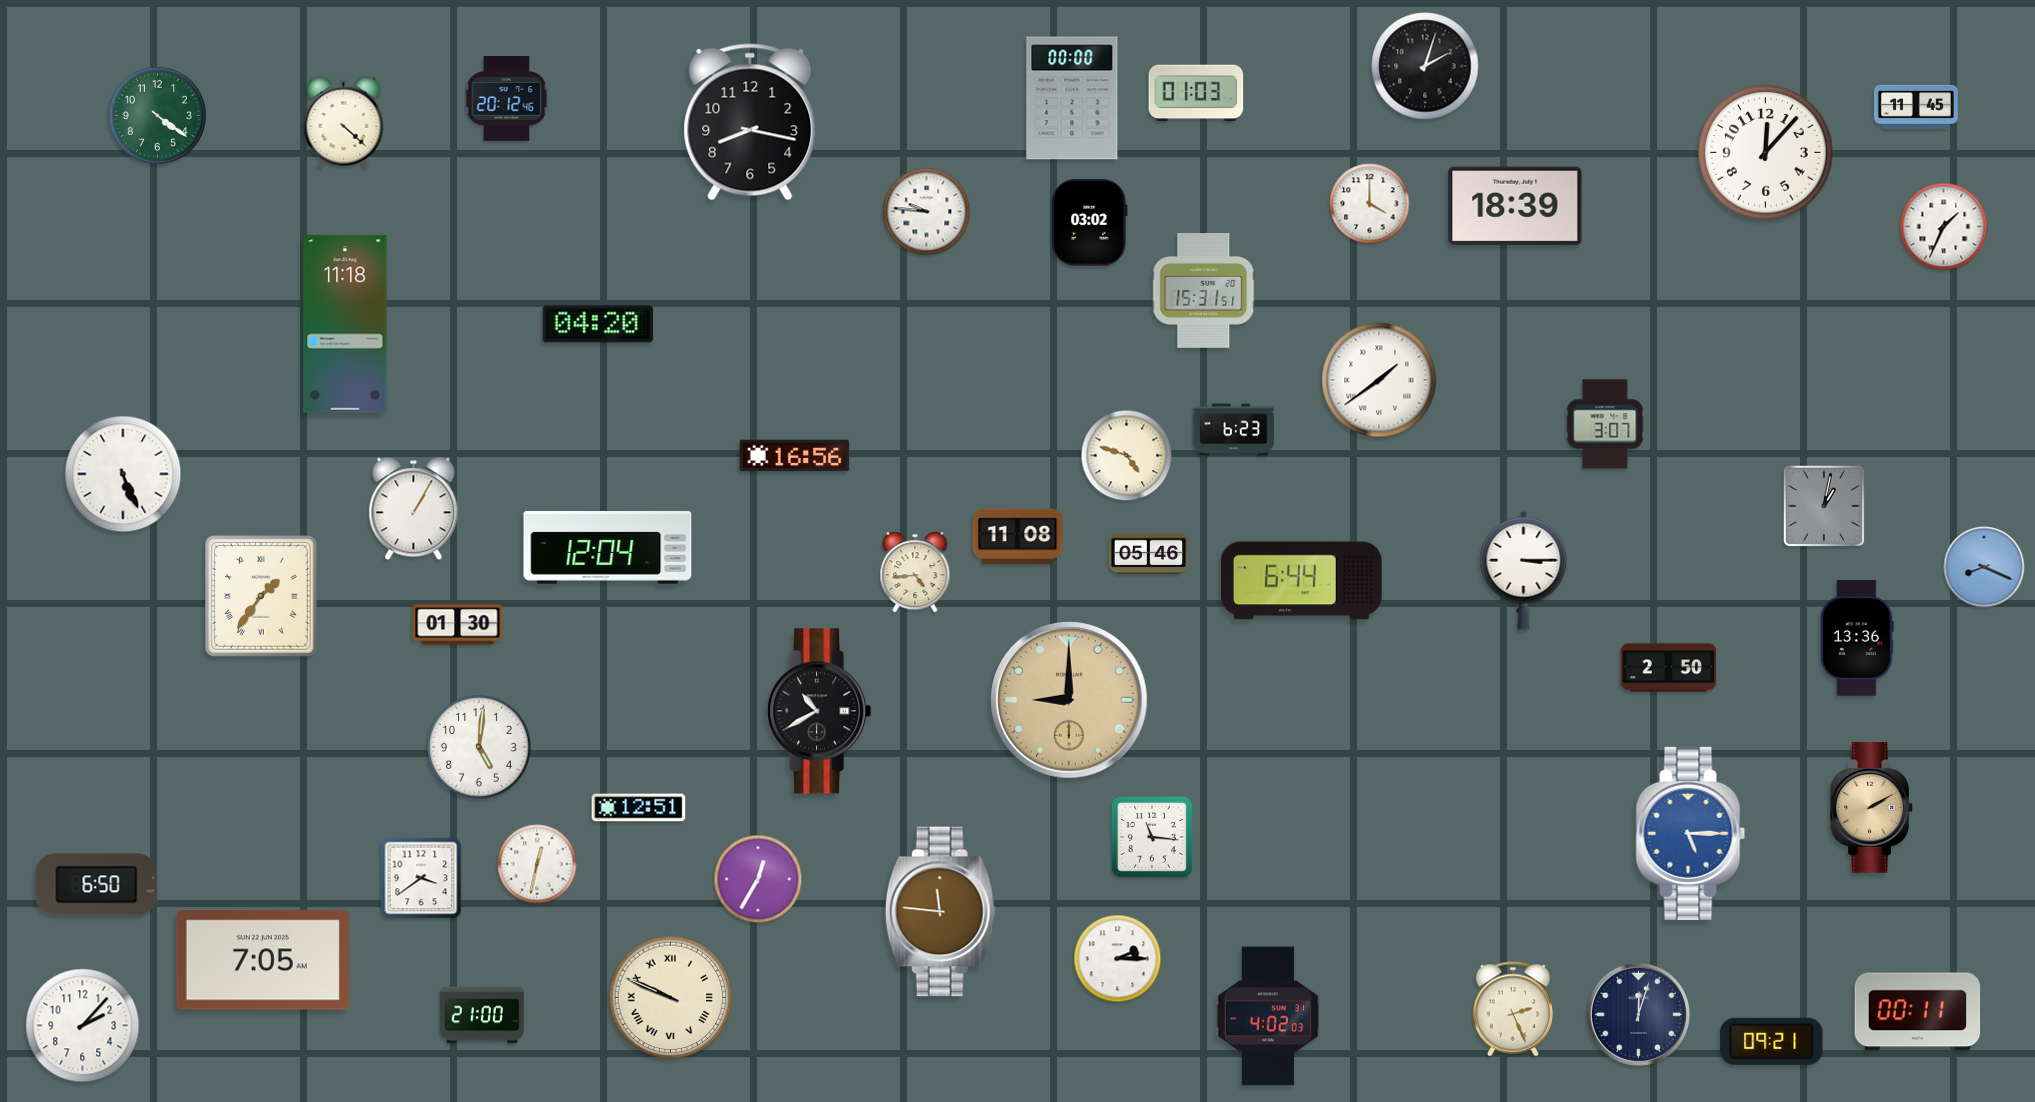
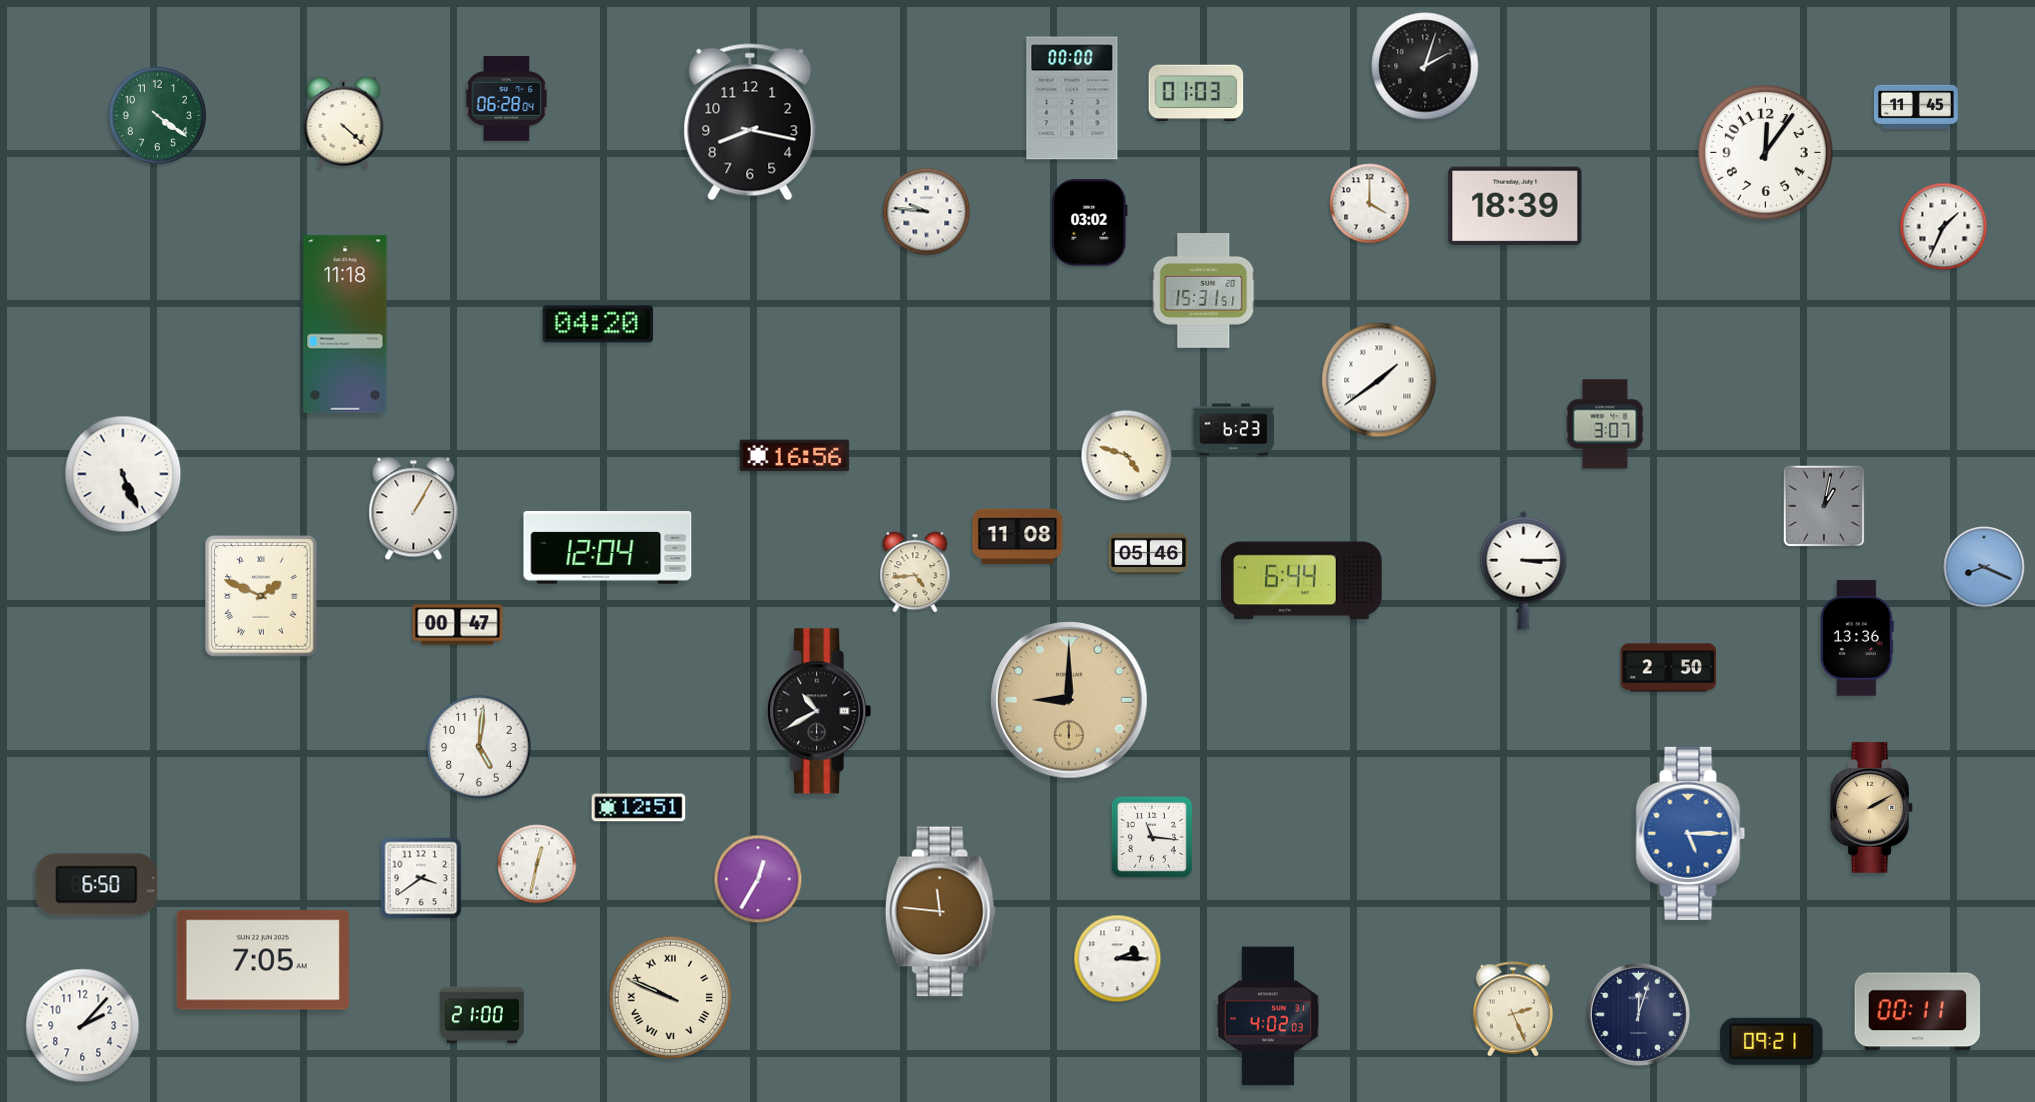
clock at (507, 99): 20:12 -> 06:28
clock at (1766, 153): 12:07 -> 12:06
clock at (262, 596): 1:36 -> 1:49
clock at (458, 625): 01:30 -> 00:47
